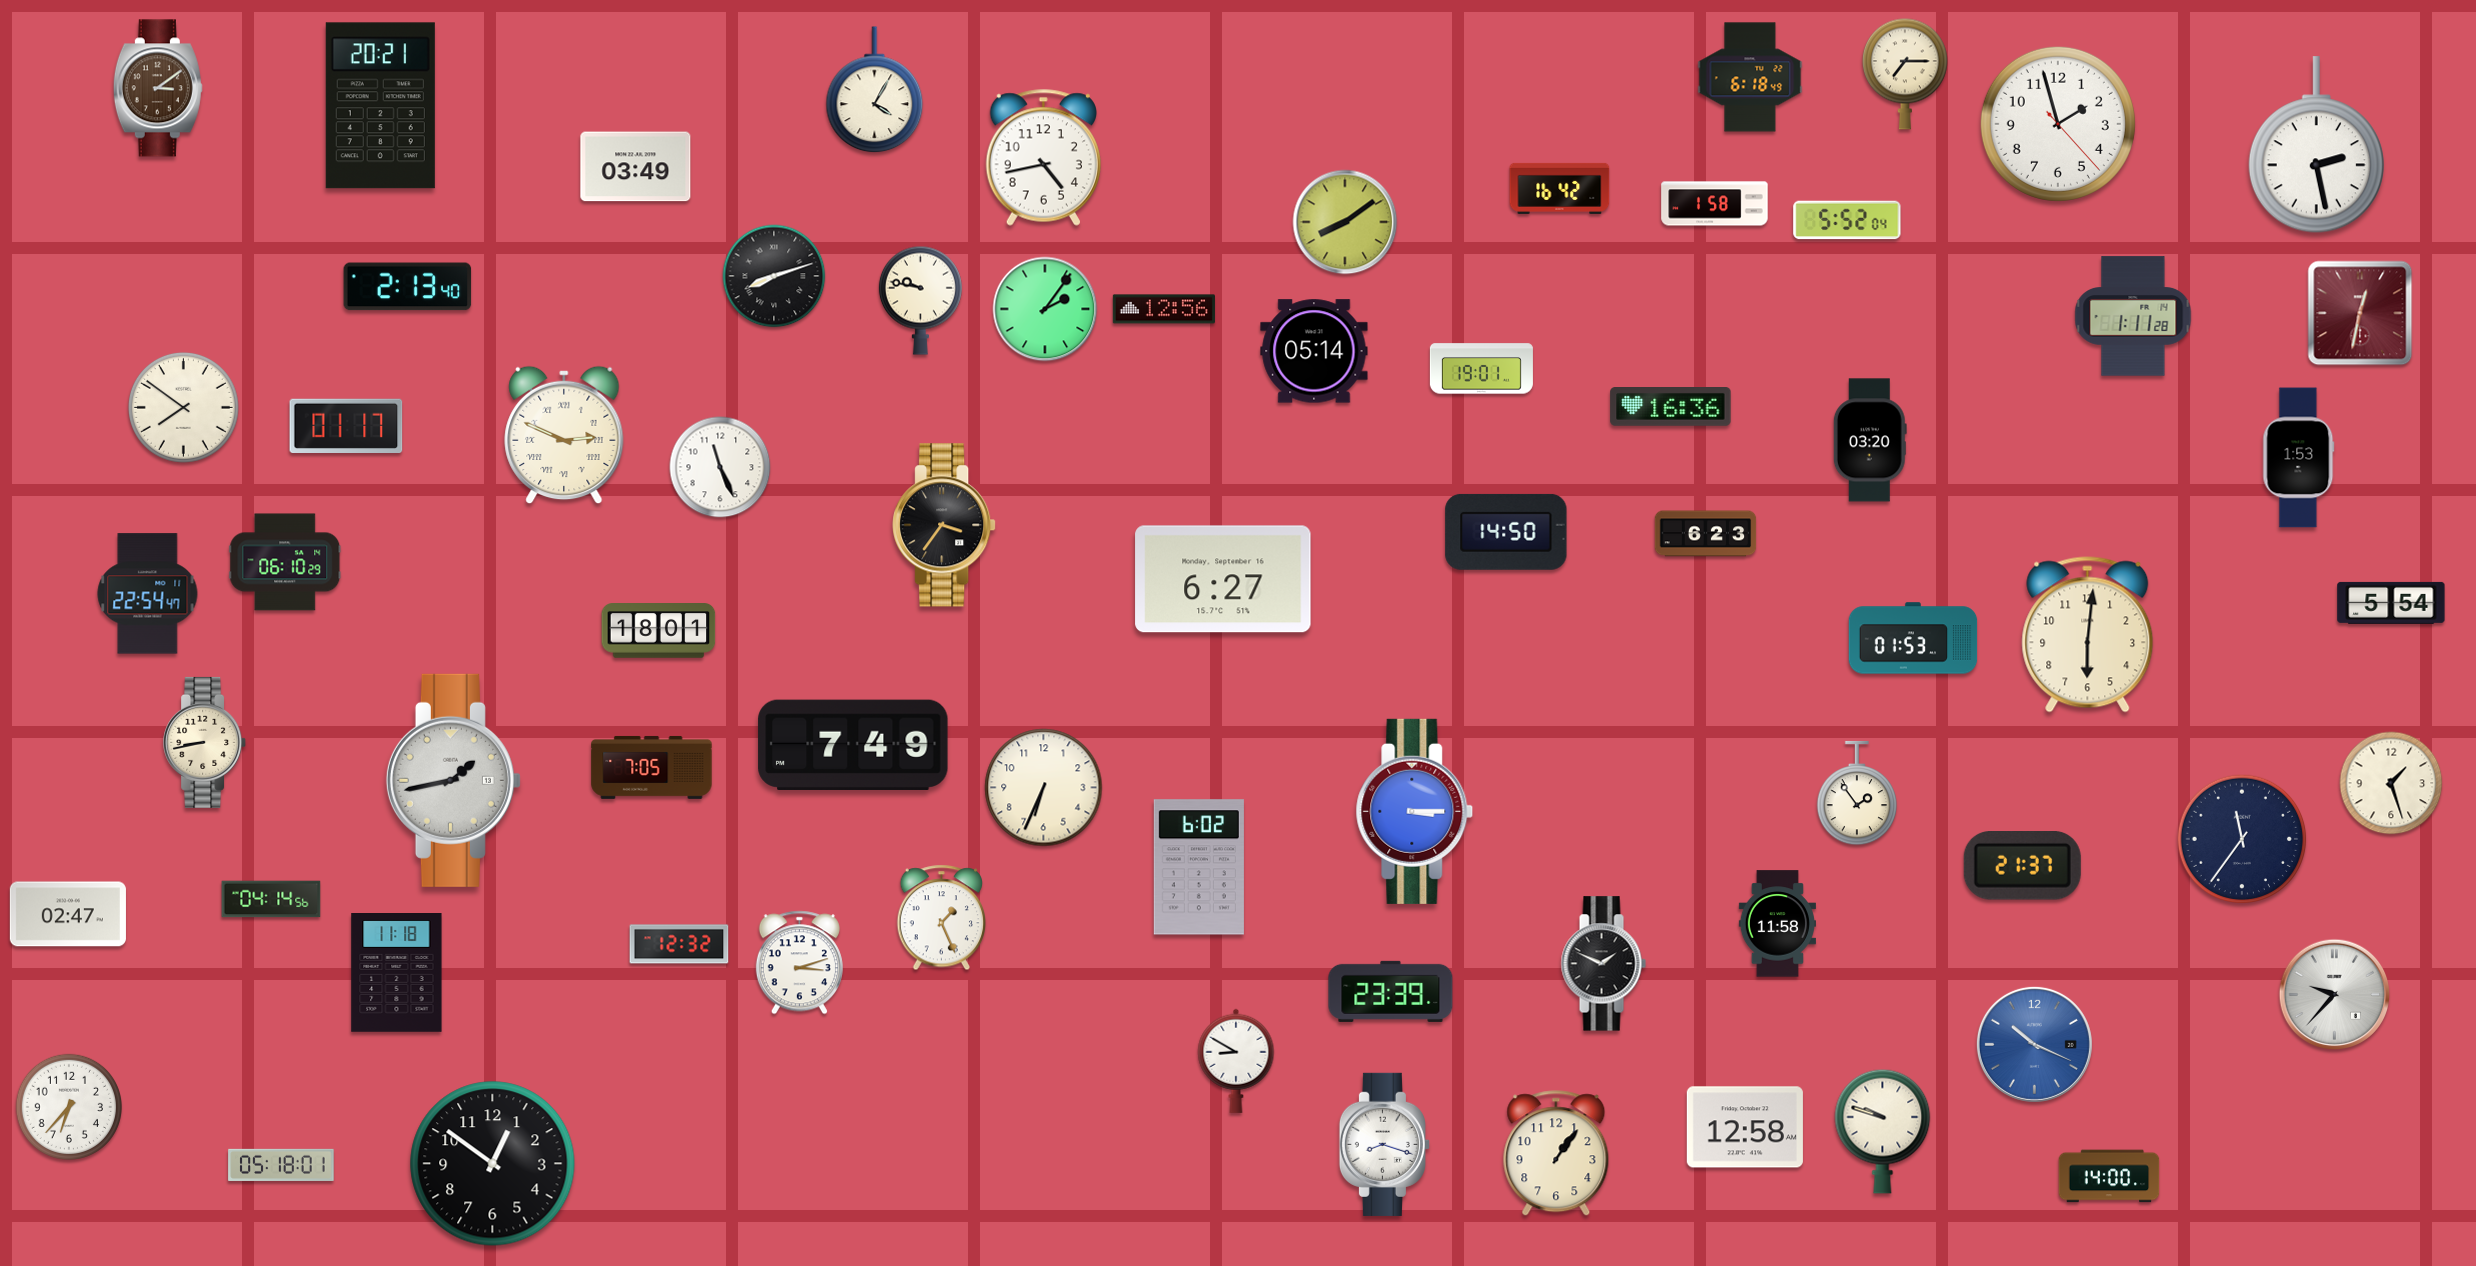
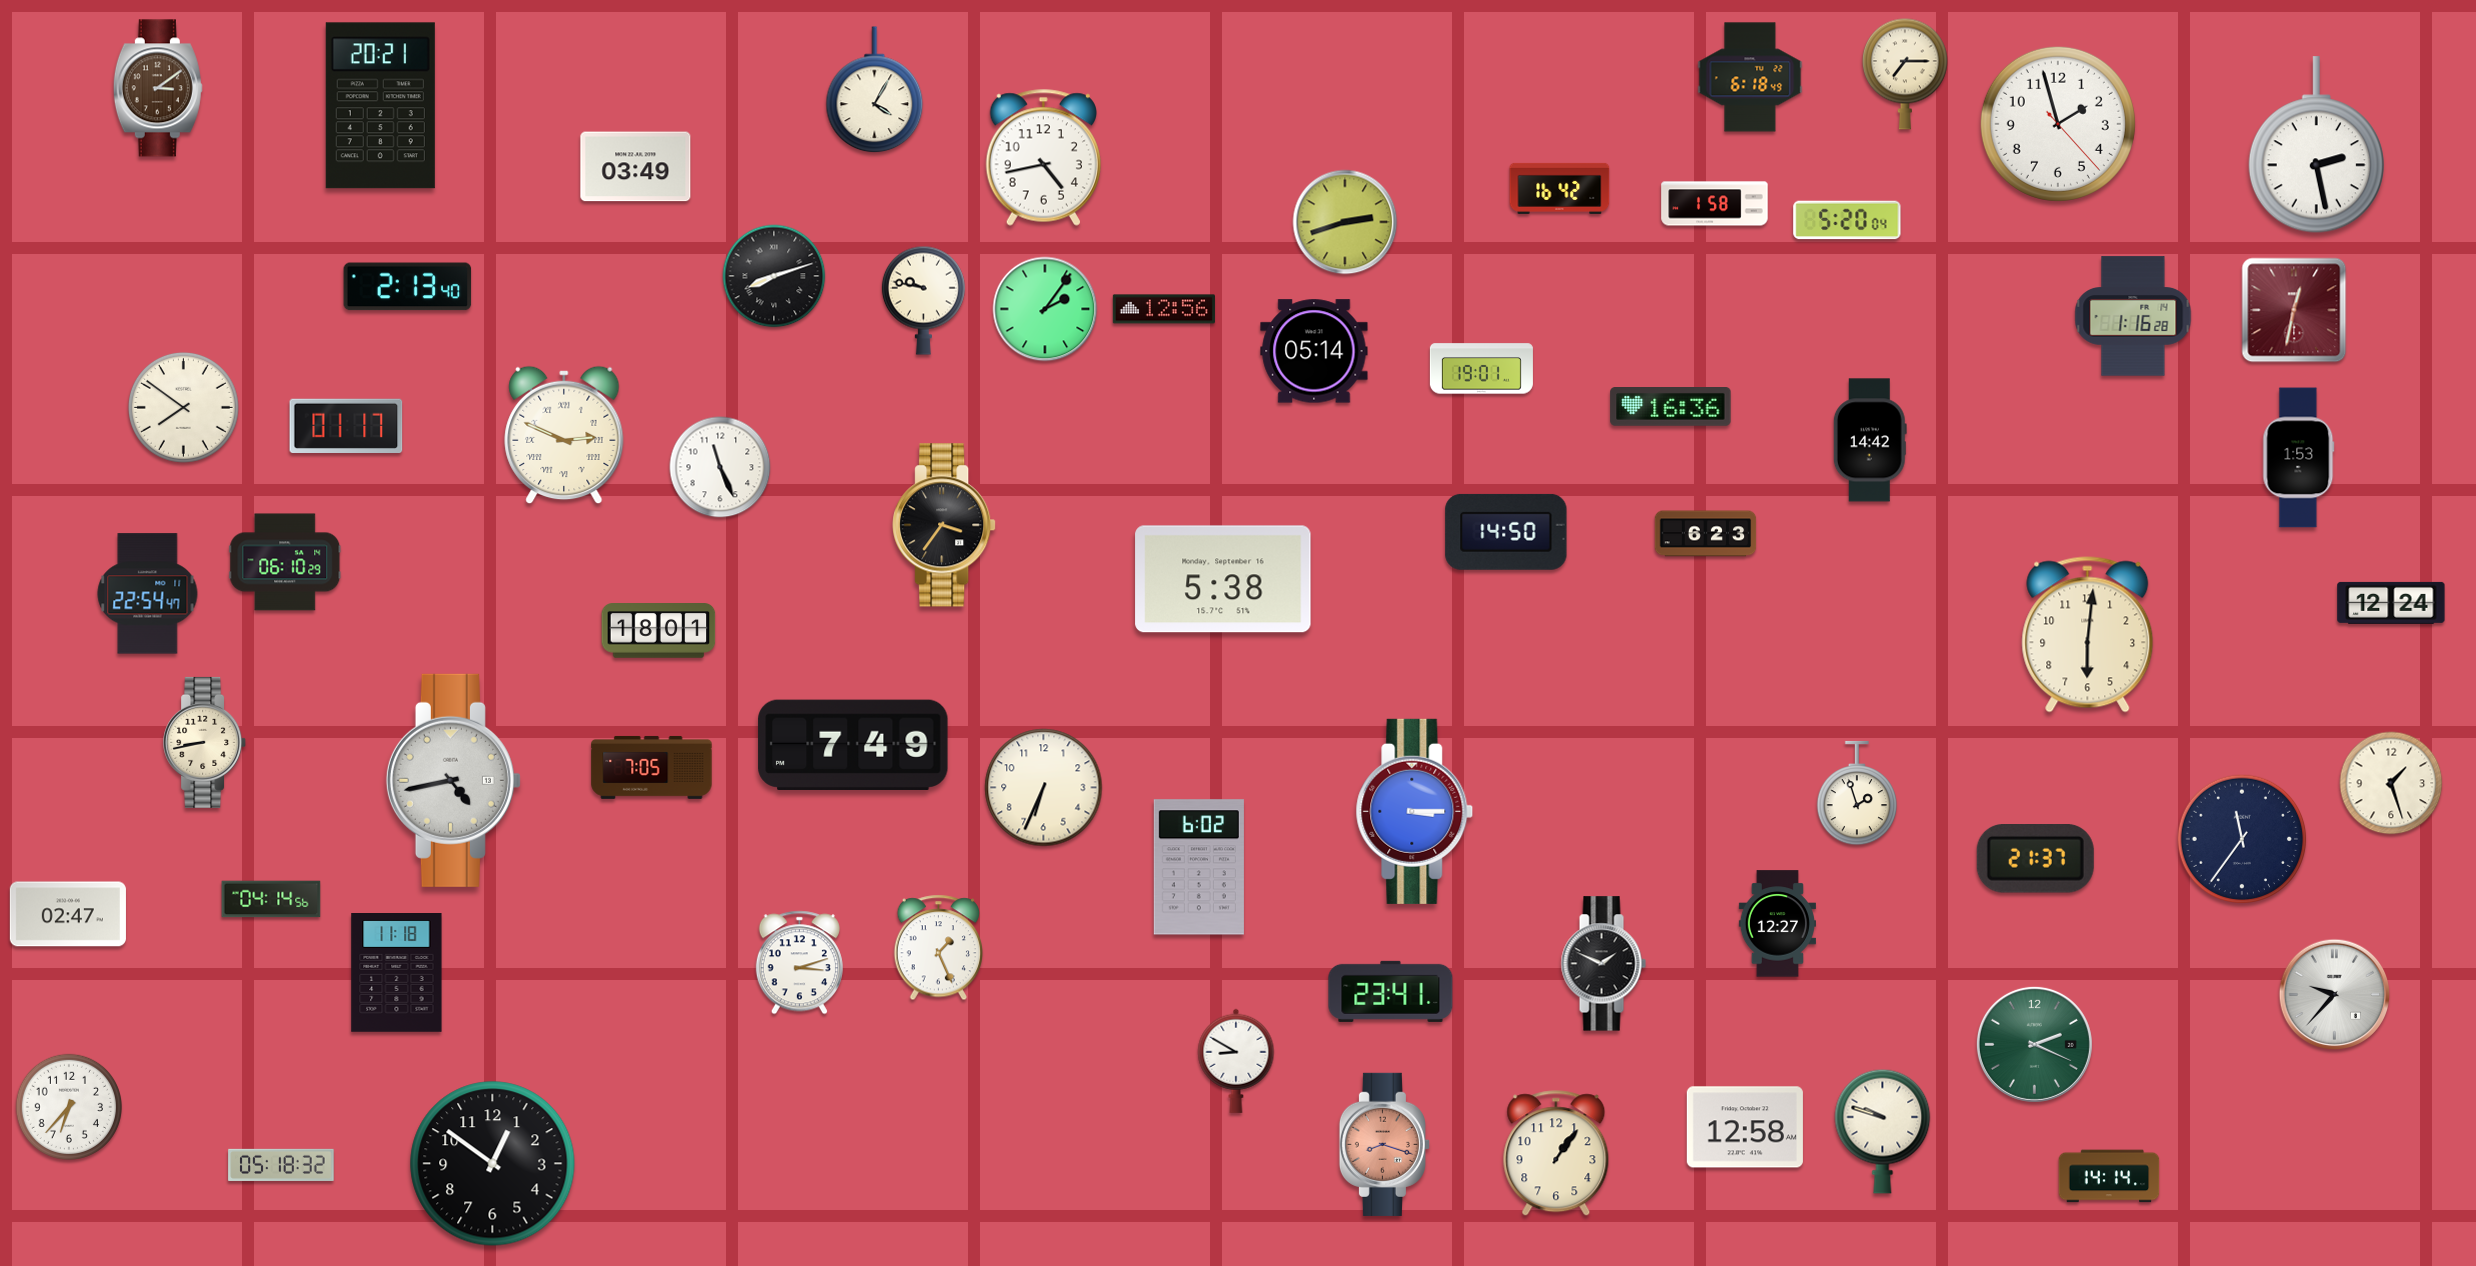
clock at (1847, 220): 5:52 -> 5:20
clock at (1345, 222): 8:09 -> 2:42
clock at (920, 300) position: (920, 300) -> (923, 300)
clock at (2360, 313) position: (2360, 313) -> (2294, 310)
clock at (2133, 316): 1:11 -> 1:16
clock at (1870, 440): 03:20 -> 14:42
clock at (1223, 579): 6:27 -> 5:38
clock at (2391, 603): 5:54 -> 12:24
clock at (1913, 638): 01:53 -> none
clock at (453, 780): 1:43 -> 4:43
clock at (1857, 793): 1:54 -> 1:57
clock at (2022, 866) position: (2022, 866) -> (2035, 859)
clock at (942, 918) position: (942, 918) -> (939, 948)
clock at (1777, 924): 11:58 -> 12:27
clock at (679, 944): 12:32 -> none
clock at (1391, 991): 23:39 -> 23:41
clock at (2034, 1044): 10:19 -> 2:19
clock at (2034, 1044) dial: blue -> green
clock at (1384, 1144) dial: white -> salmon
clock at (281, 1165): 05:18:01 -> 05:18:32
clock at (2109, 1176): 14:00 -> 14:14
